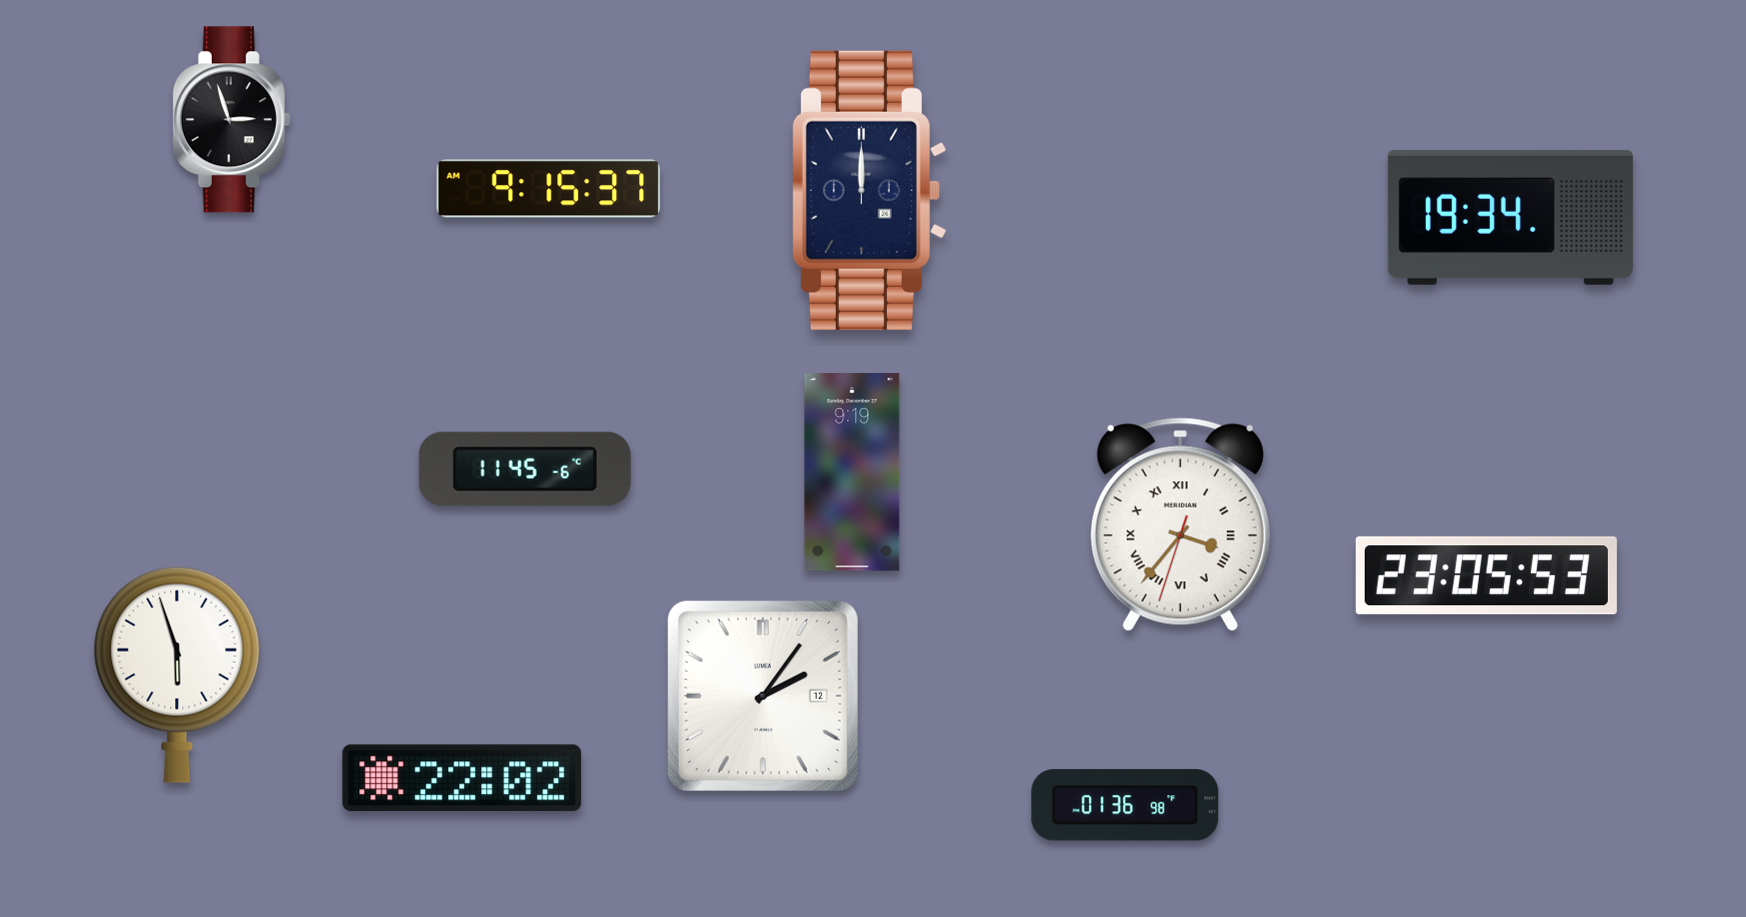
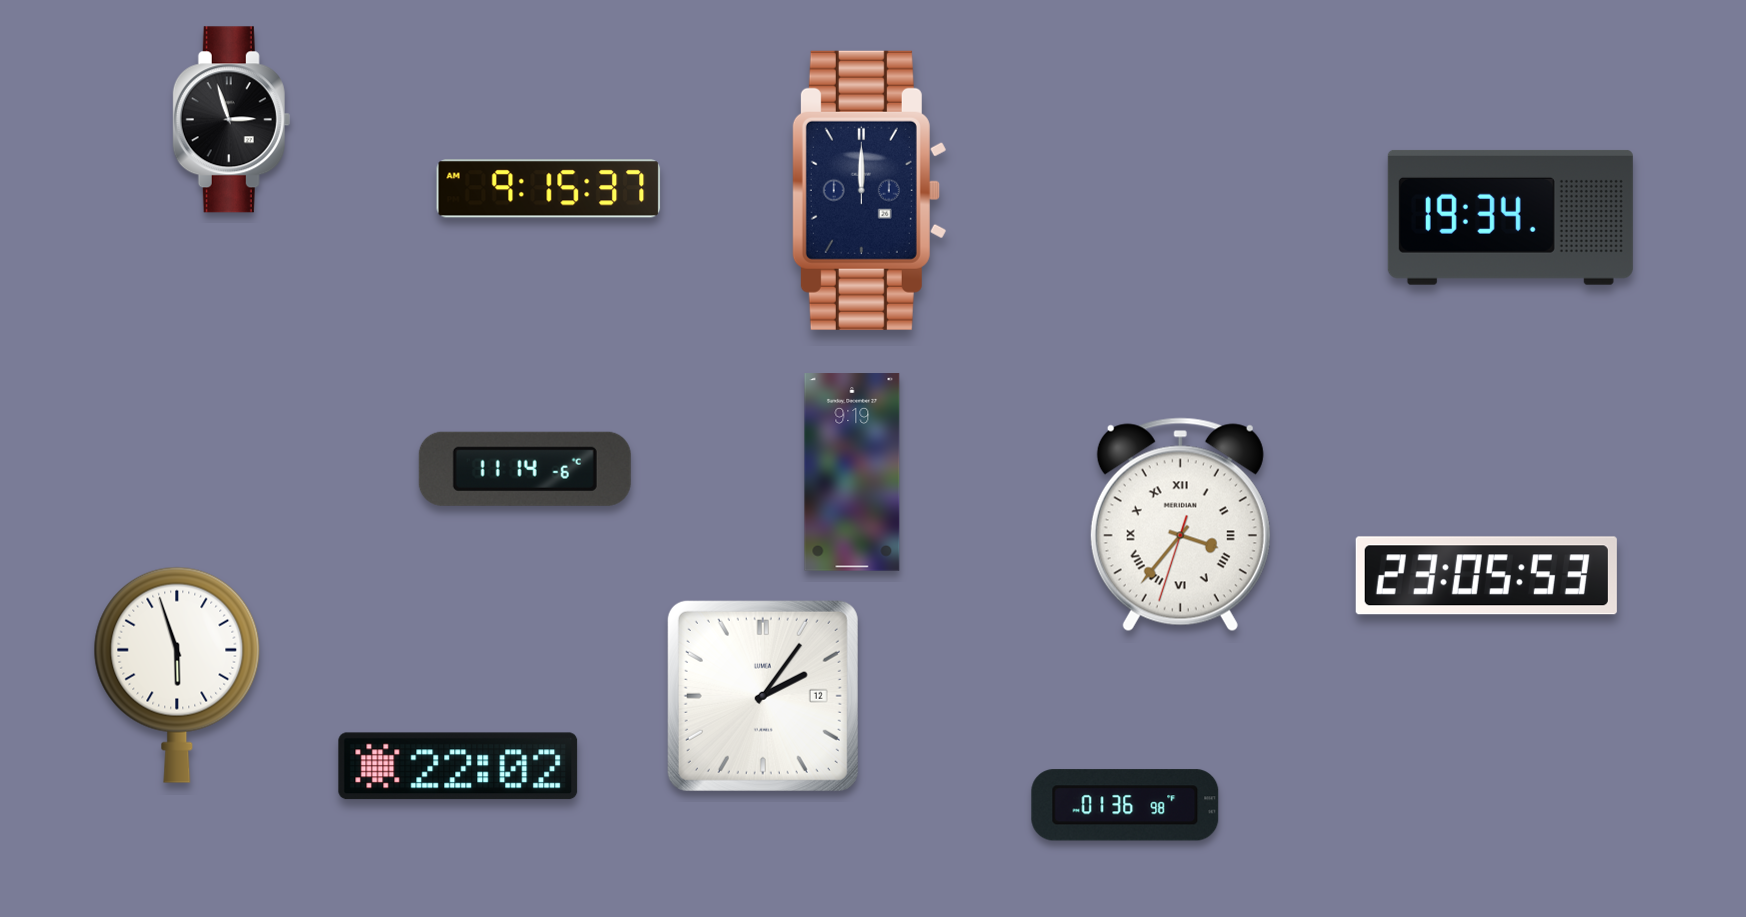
clock at (525, 469): 11:45 -> 11:14
clock at (462, 778) position: (462, 778) -> (458, 766)
